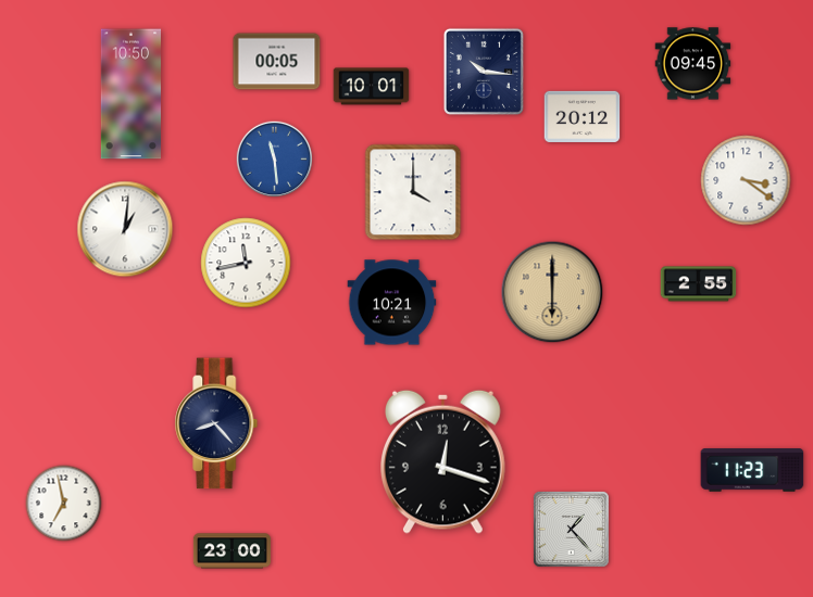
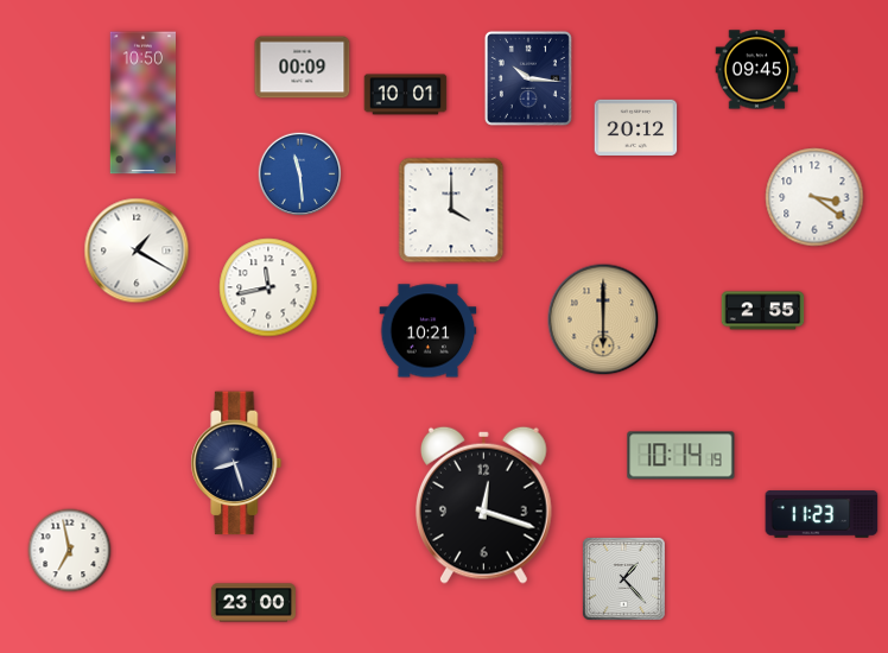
clock at (277, 62): 00:05 -> 00:09
clock at (125, 229): 1:01 -> 1:20
clock at (681, 456): none -> 10:14
clock at (216, 423): 8:23 -> 8:27
